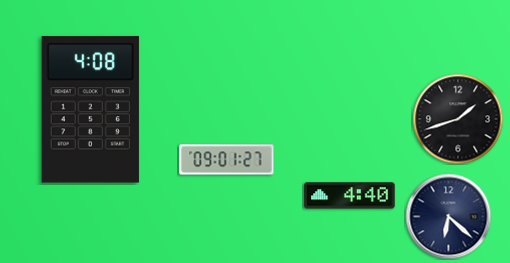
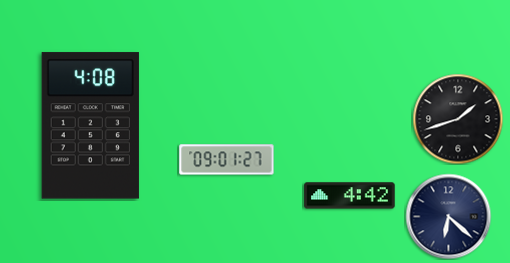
clock at (90, 110) position: (90, 110) -> (90, 126)
clock at (350, 196): 4:40 -> 4:42
